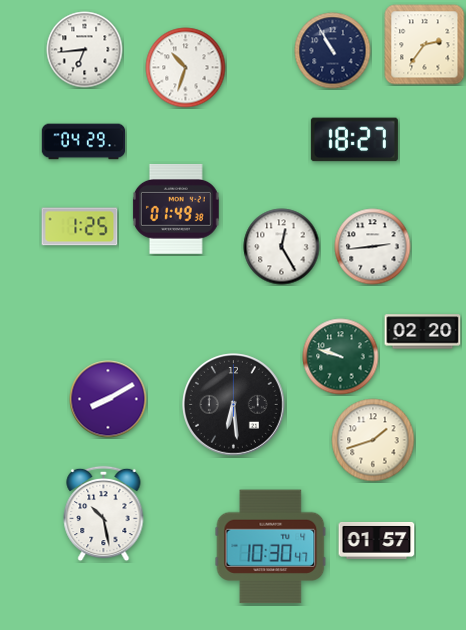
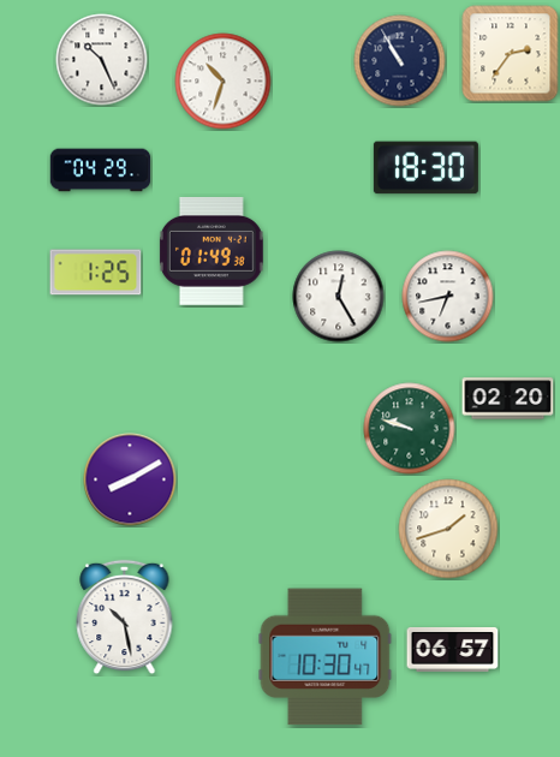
clock at (85, 50): 6:44 -> 10:26
clock at (354, 140): 18:27 -> 18:30
clock at (373, 247): 2:44 -> 6:43
clock at (234, 405): 6:29 -> none
clock at (377, 540): 01:57 -> 06:57
